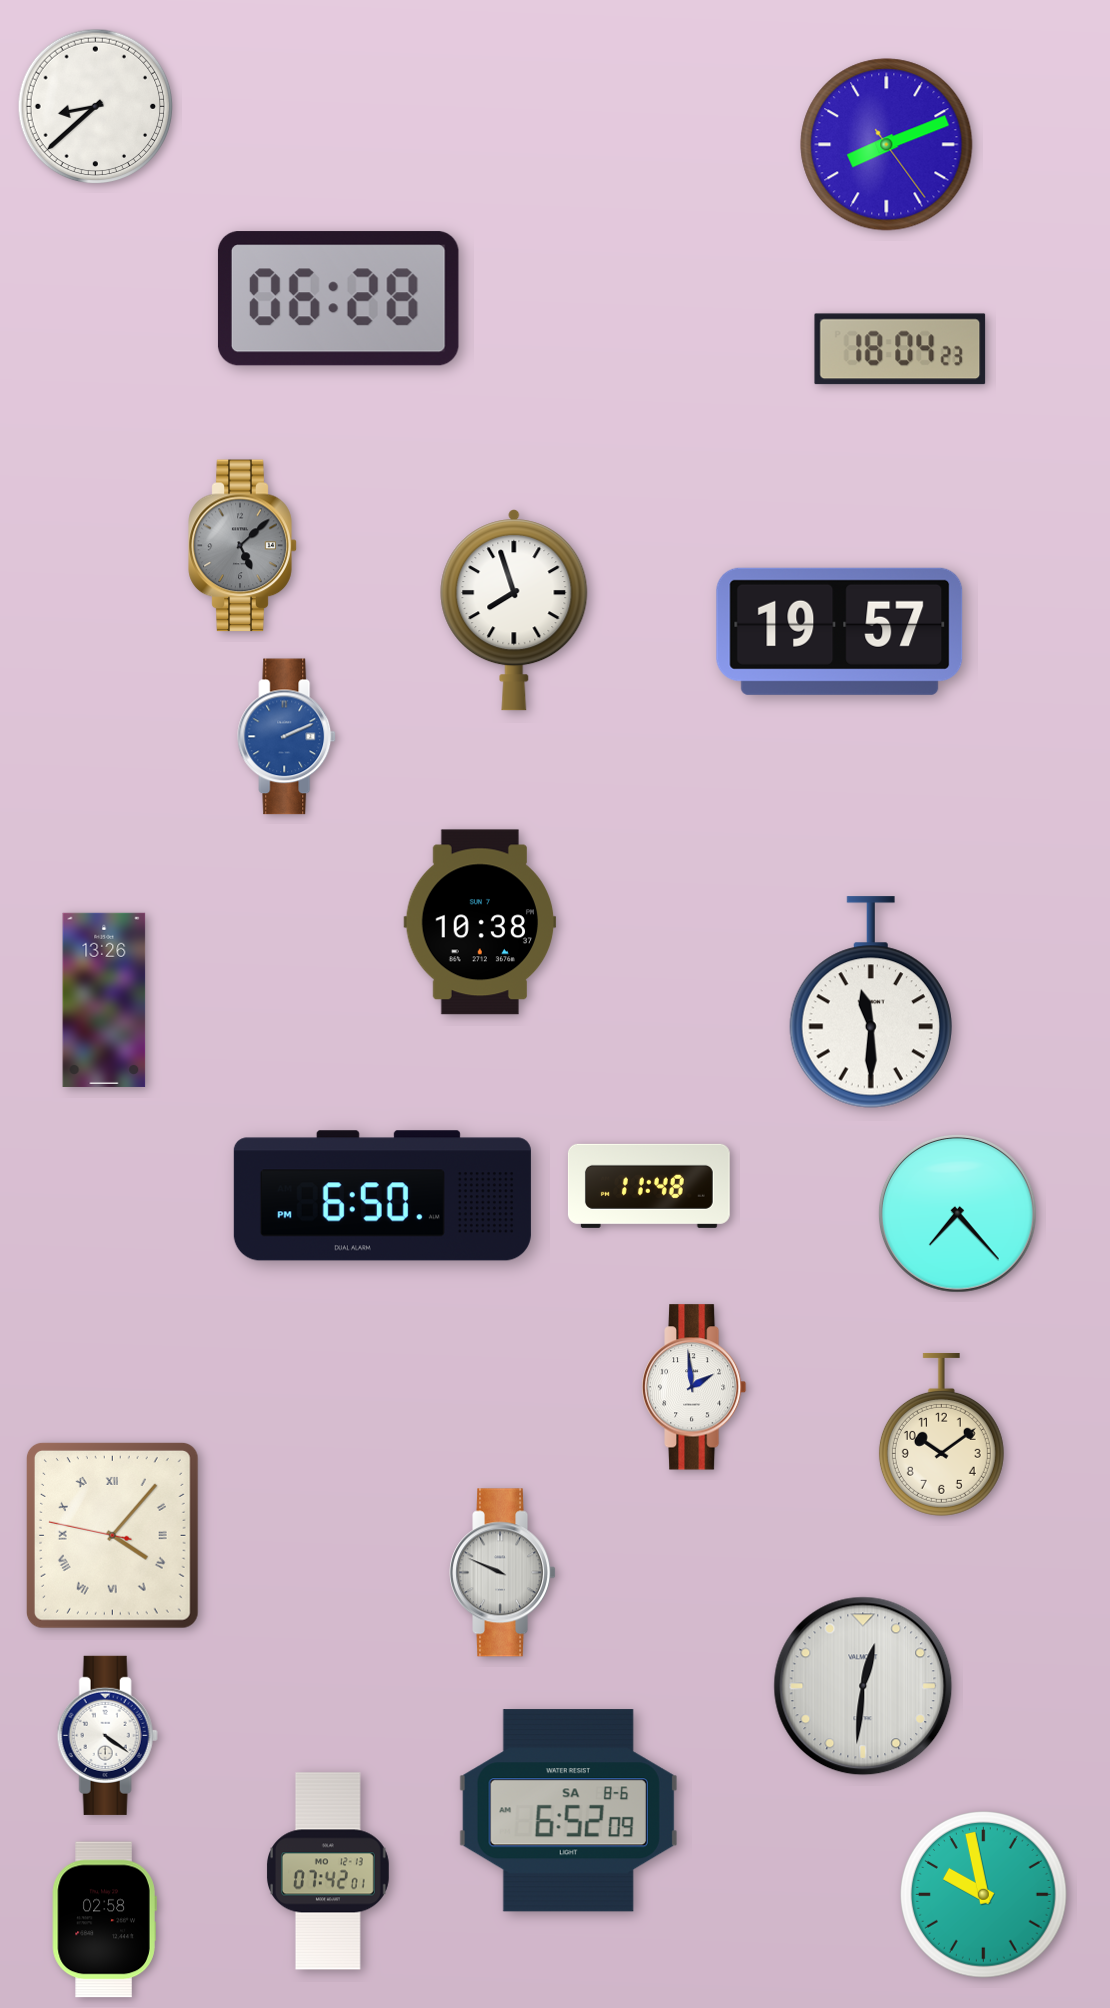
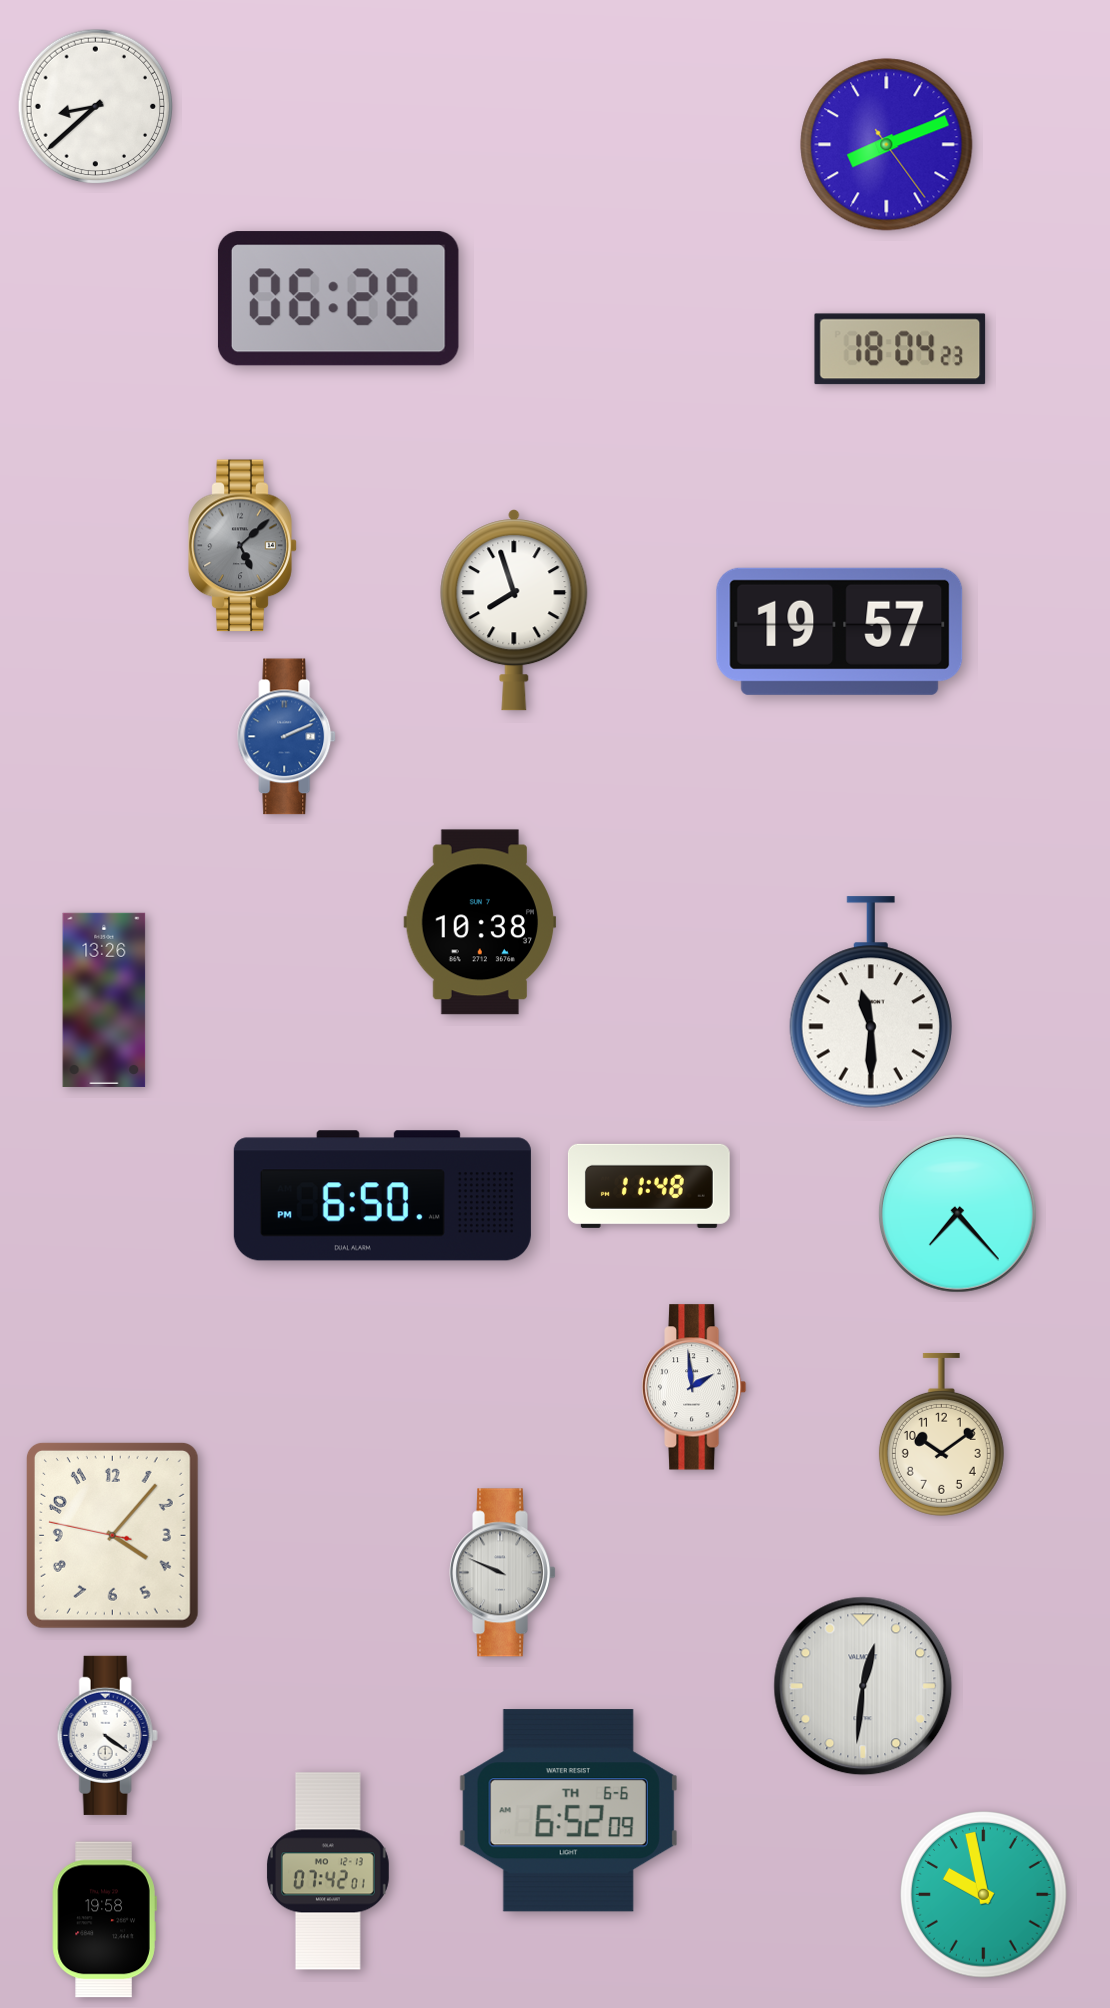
clock at (112, 1535) numerals: Roman -> Arabic
clock at (568, 1811) date: SA 8-6 -> TH 6-6
clock at (104, 1920): 02:58 -> 19:58
